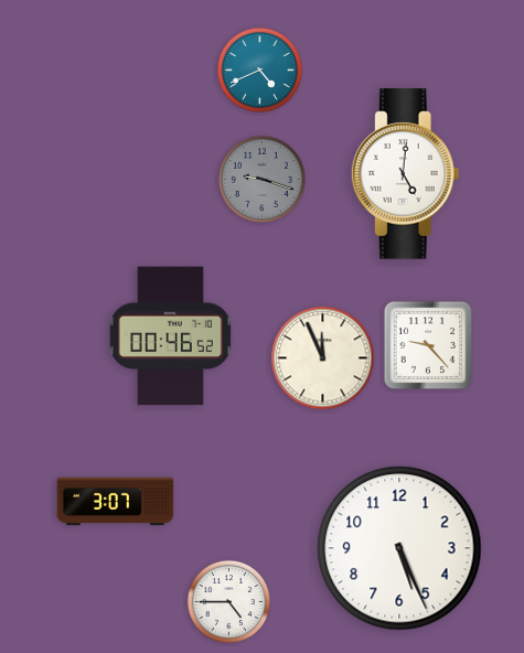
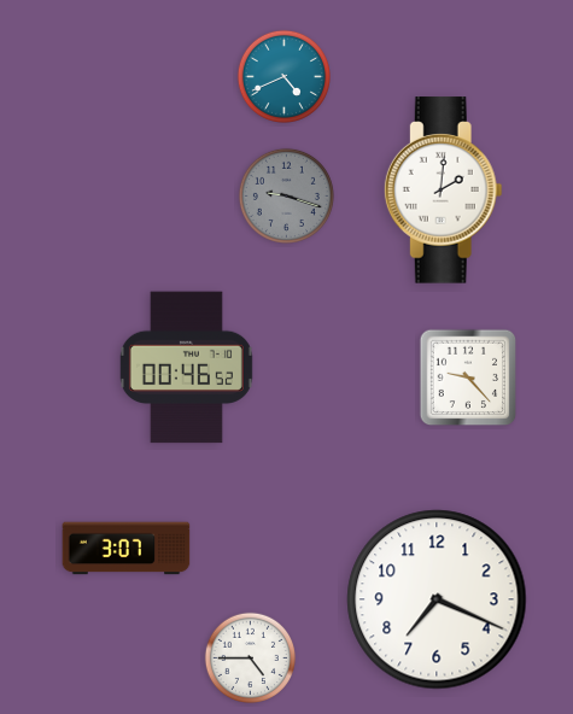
clock at (405, 174): 5:01 -> 2:01
clock at (323, 358): 11:56 -> none
clock at (399, 548): 5:26 -> 7:19
